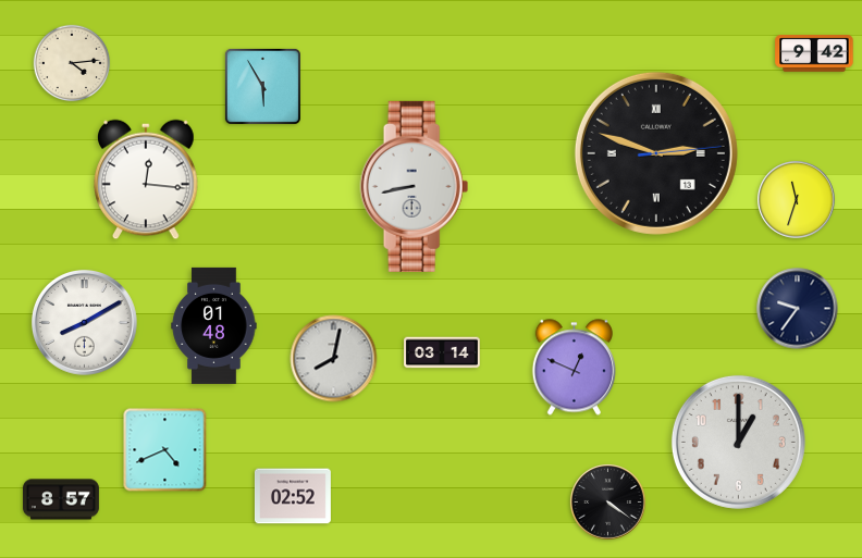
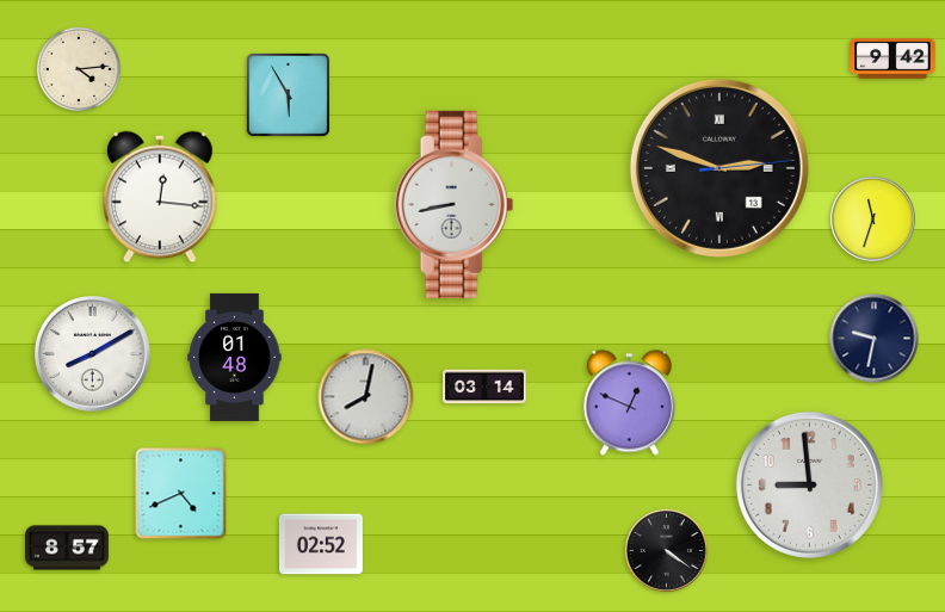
clock at (798, 309): 9:36 -> 9:32
clock at (334, 359) position: (334, 359) -> (366, 397)
clock at (738, 442): 1:00 -> 8:59
